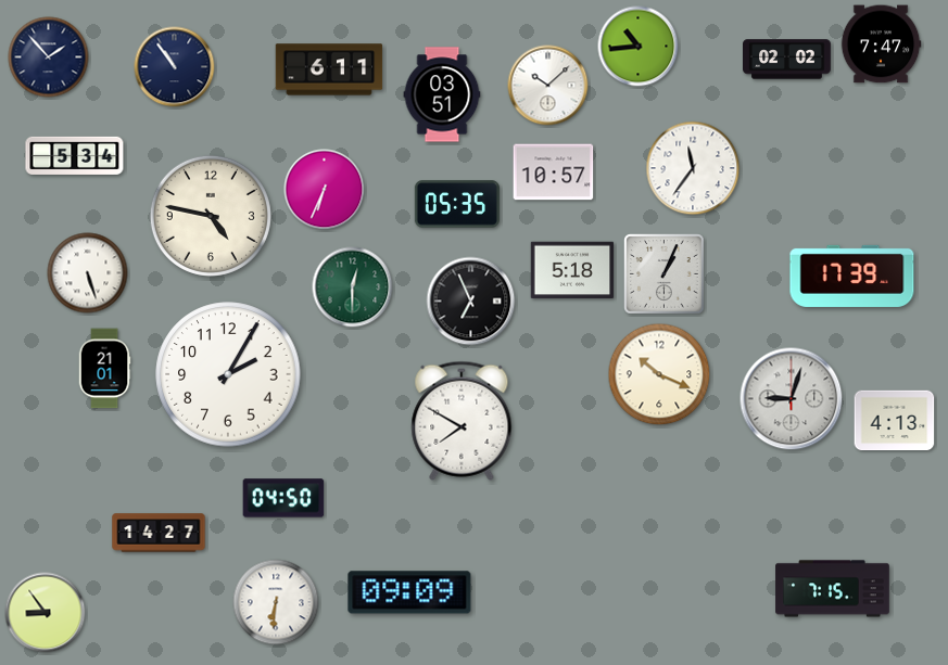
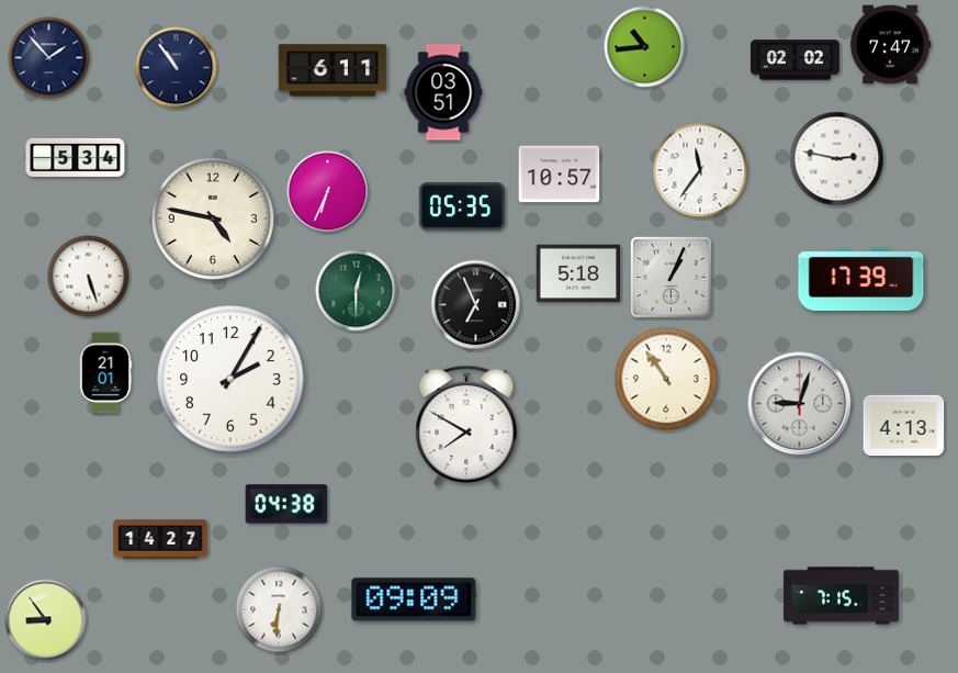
clock at (548, 86): 10:08 -> none
clock at (442, 94) position: (442, 94) -> (443, 92)
clock at (837, 159): none -> 2:47
clock at (659, 374): 10:19 -> 10:54
clock at (283, 498): 04:50 -> 04:38
